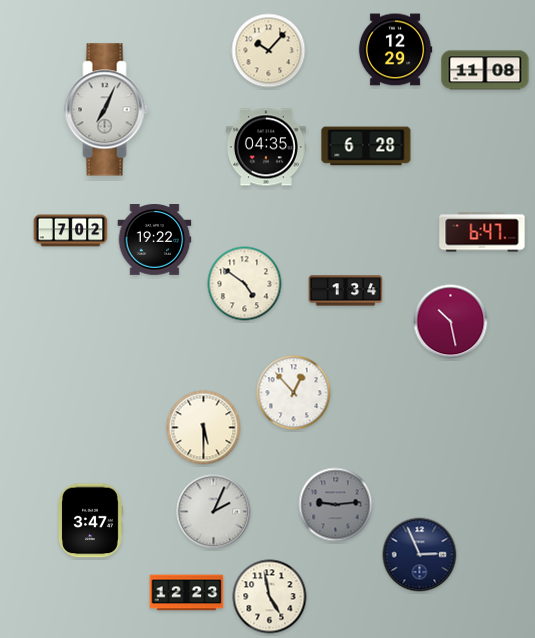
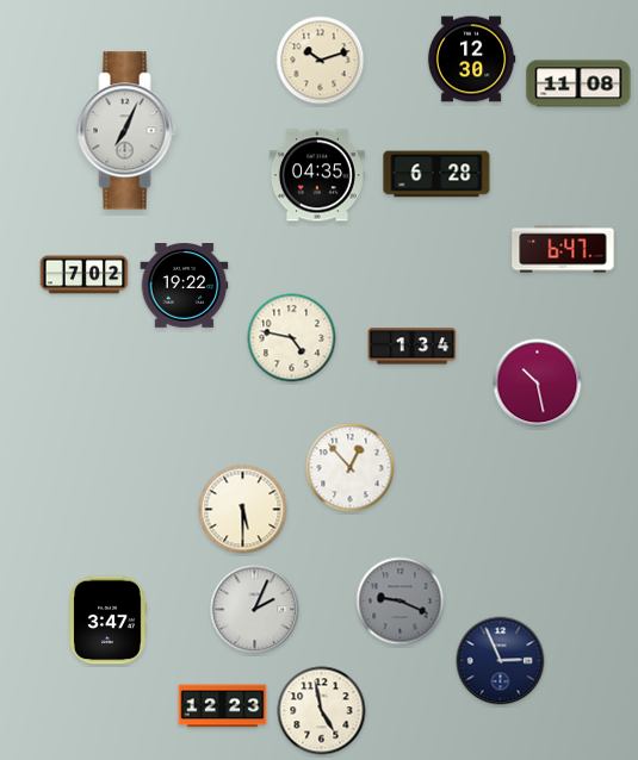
clock at (395, 50): 12:29 -> 12:30
clock at (269, 51): 10:07 -> 10:12
clock at (482, 232) position: (482, 232) -> (563, 249)
clock at (245, 284): 4:51 -> 4:47
clock at (336, 505): 9:14 -> 9:19
